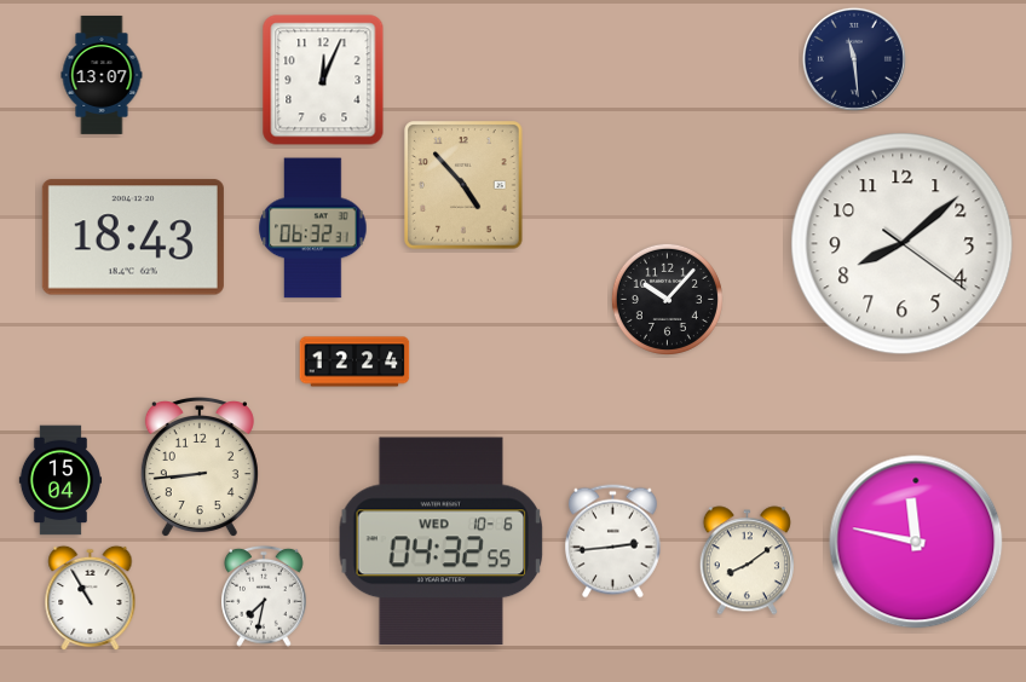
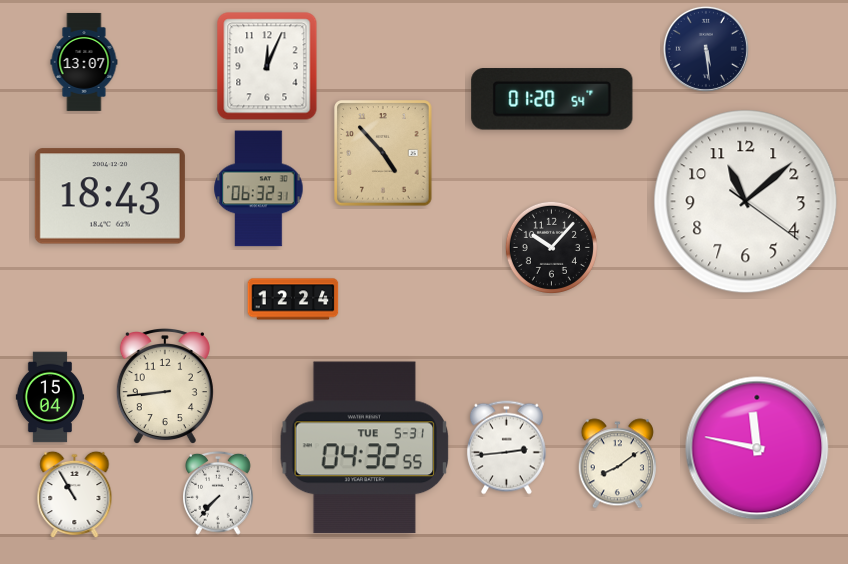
clock at (854, 59): 11:29 -> 5:29
clock at (552, 99): none -> 01:20
clock at (903, 244): 8:08 -> 11:08
clock at (442, 542) date: WED 10-6 -> TUE 5-31
clock at (265, 596): 7:32 -> 7:37
